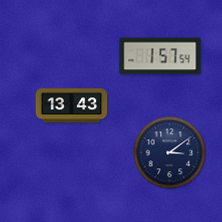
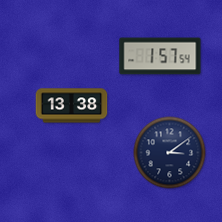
clock at (72, 106): 13:43 -> 13:38
